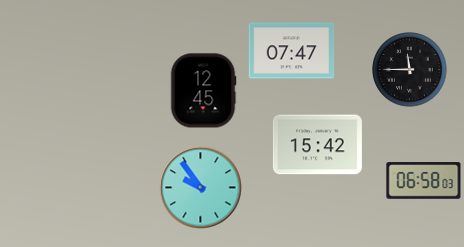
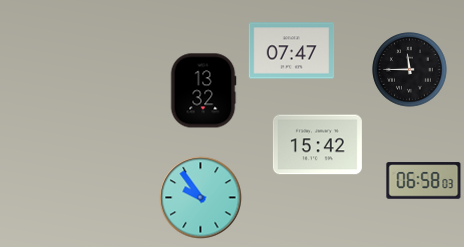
clock at (203, 91): 12:45 -> 13:32
clock at (201, 188) position: (201, 188) -> (201, 198)
